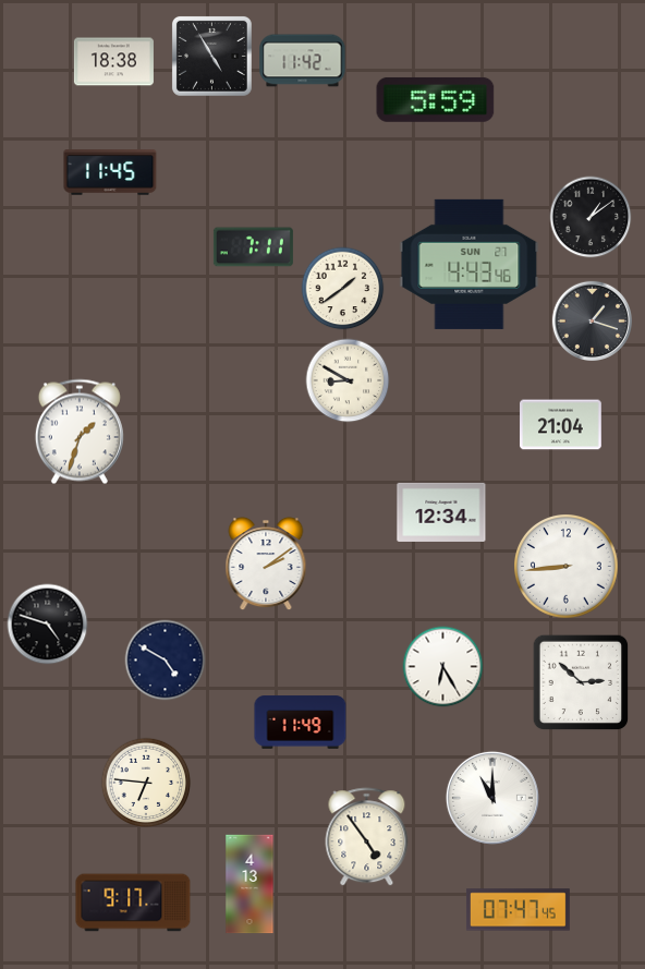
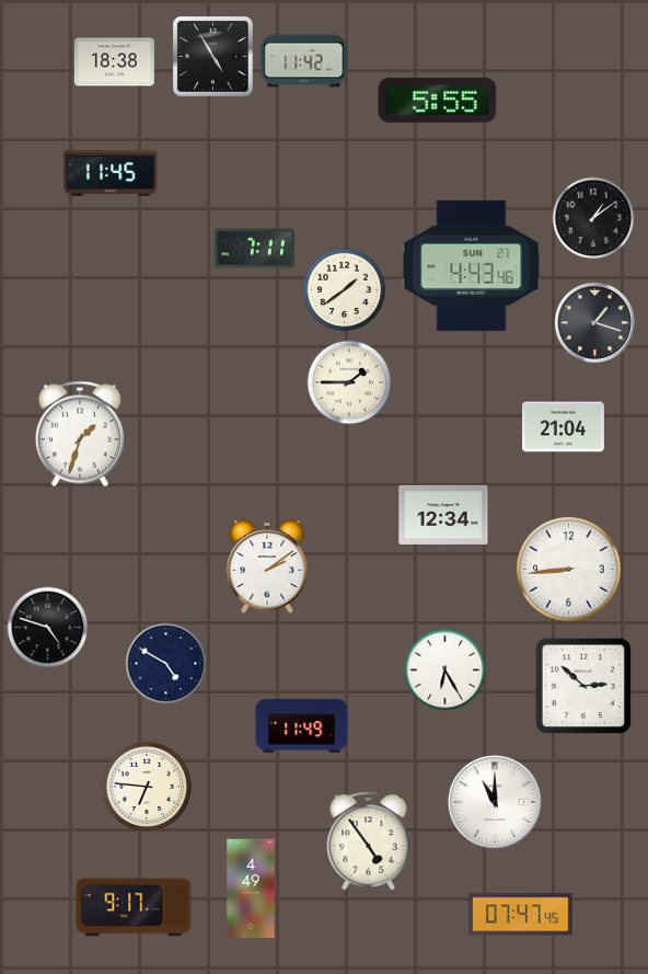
clock at (436, 99): 5:59 -> 5:55
clock at (348, 380): 8:50 -> 1:45
clock at (250, 884): 4:13 -> 4:49
